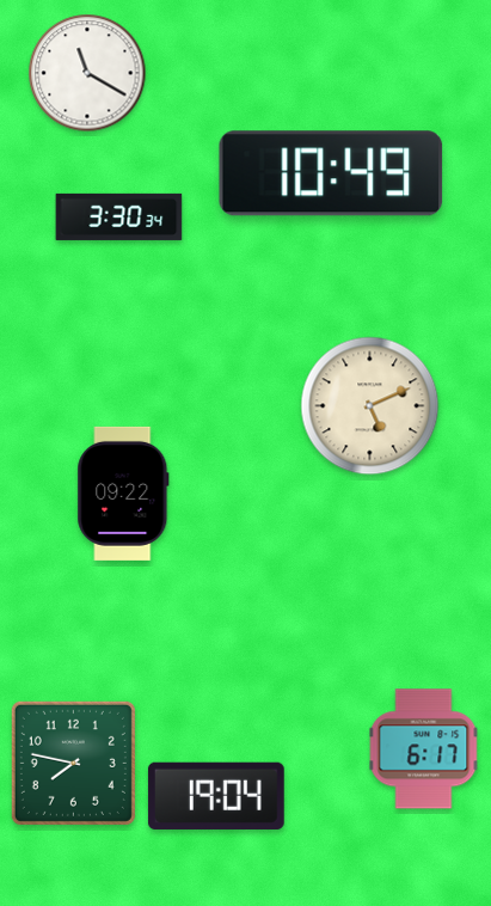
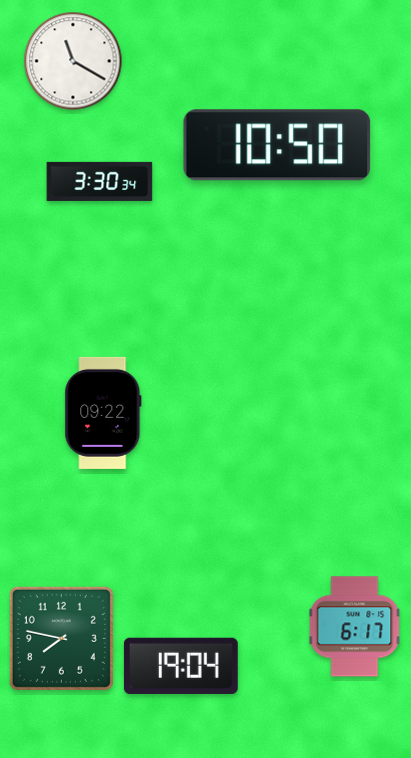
clock at (331, 173): 10:49 -> 10:50
clock at (370, 406): 5:11 -> none
